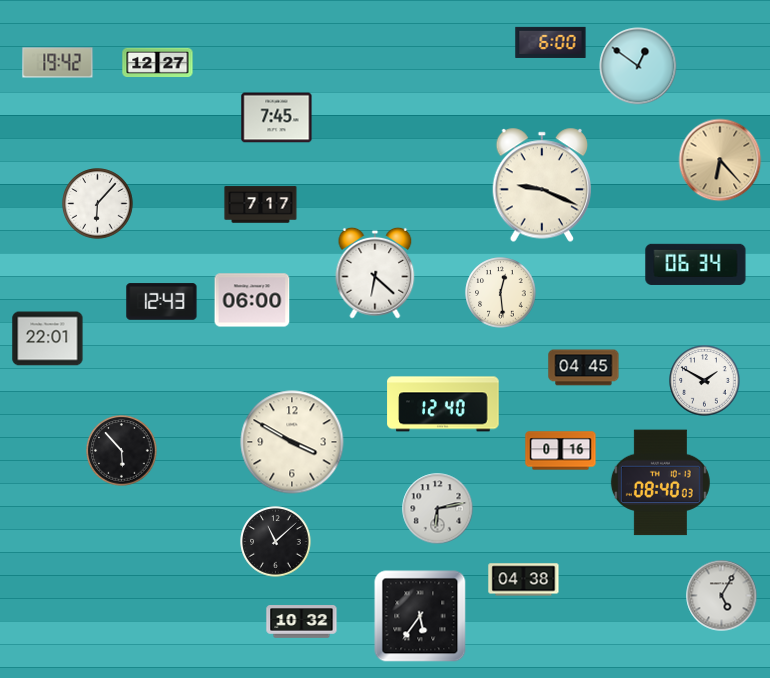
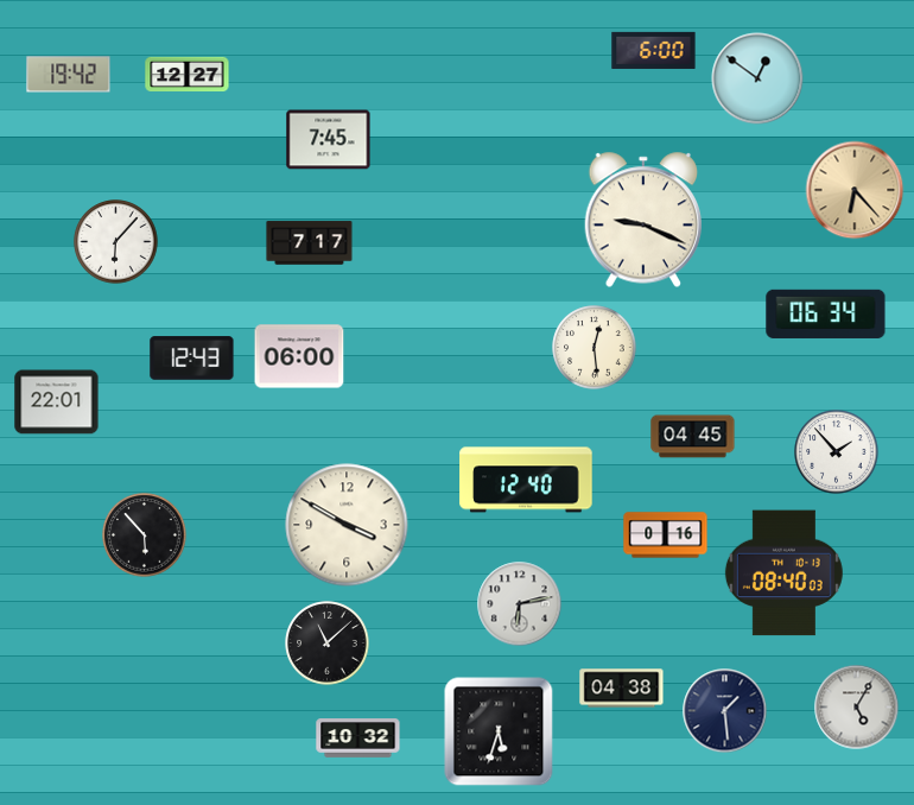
clock at (375, 273): 6:22 -> none
clock at (705, 381): 1:50 -> 1:53
clock at (725, 711): none -> 1:29
clock at (420, 616): 5:36 -> 5:33
